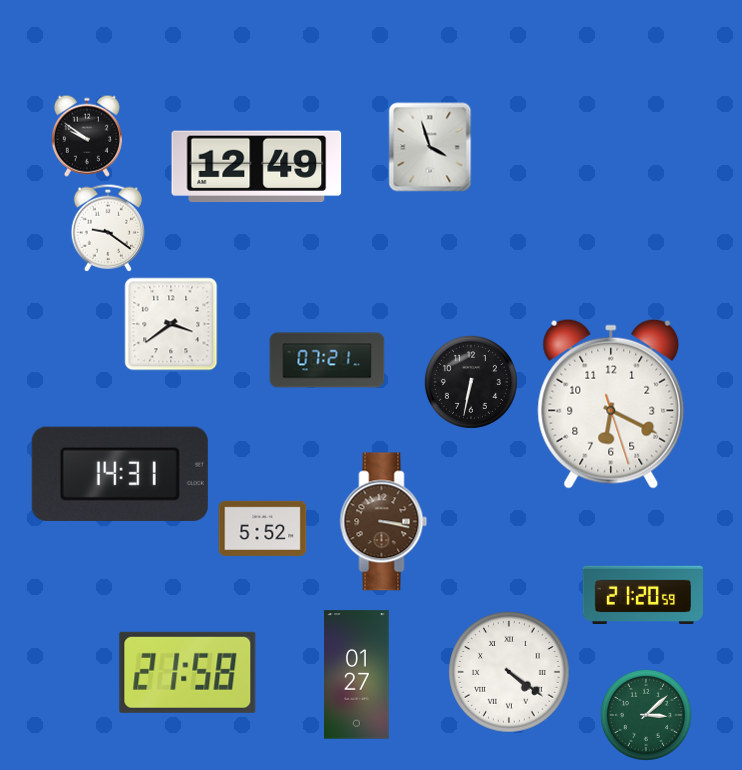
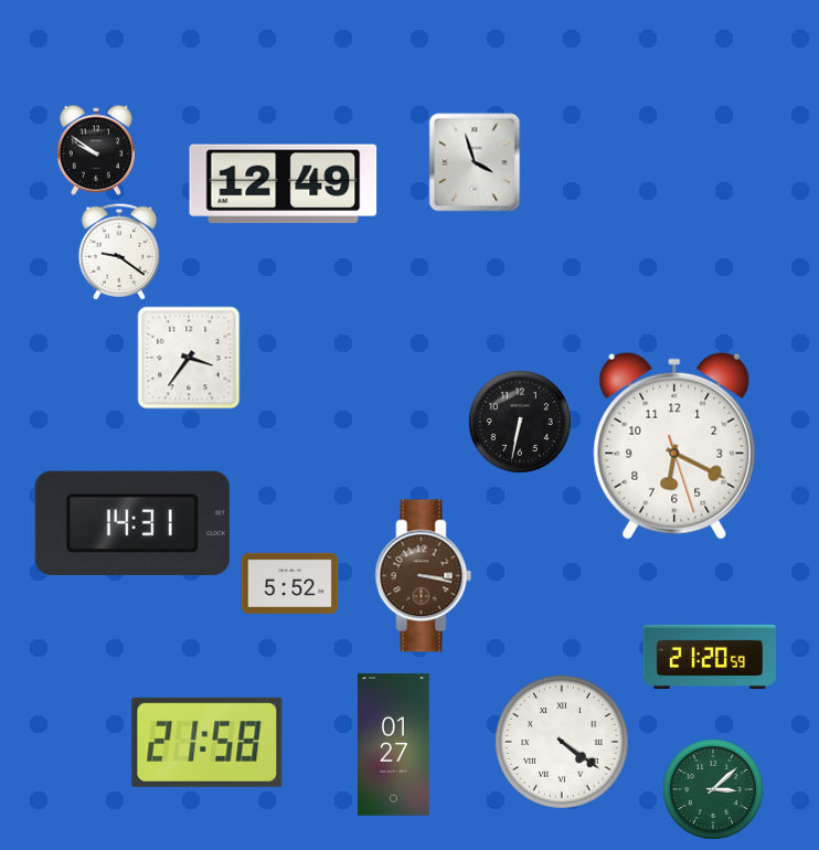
clock at (171, 324): 3:39 -> 3:36
clock at (327, 360): 07:21 -> none
